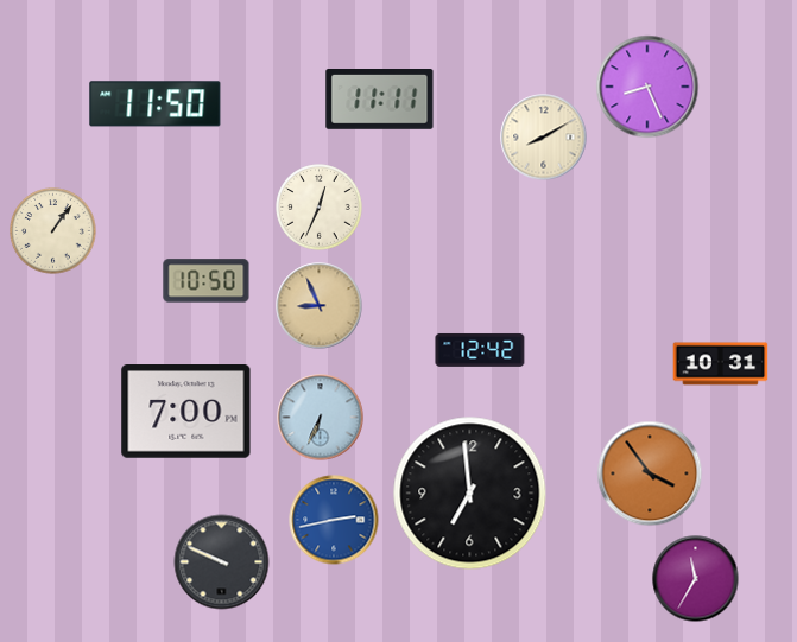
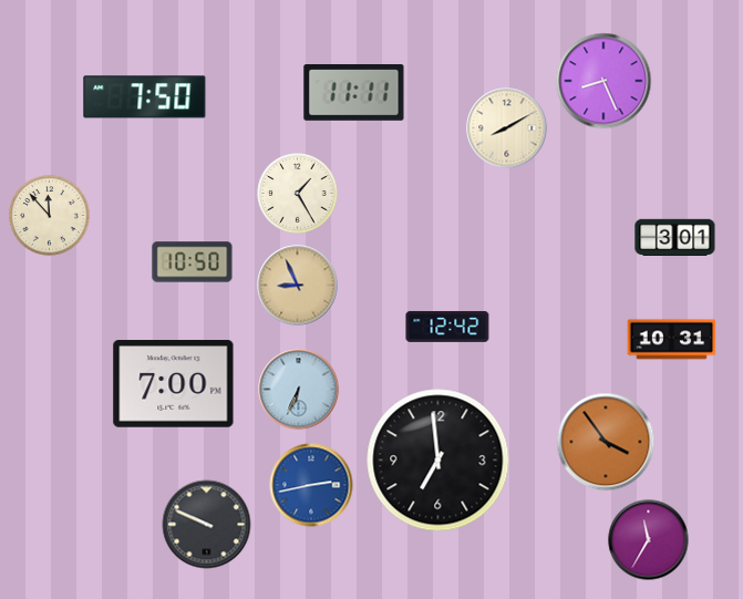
clock at (156, 104): 11:50 -> 7:50
clock at (320, 208): 12:34 -> 1:25
clock at (53, 231): 1:06 -> 11:53
clock at (675, 238): none -> 3:01
